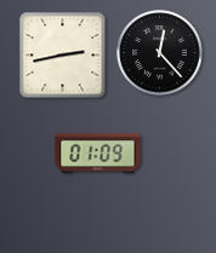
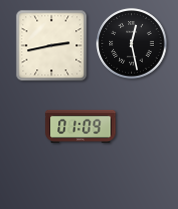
clock at (160, 53): 12:23 -> 12:28
